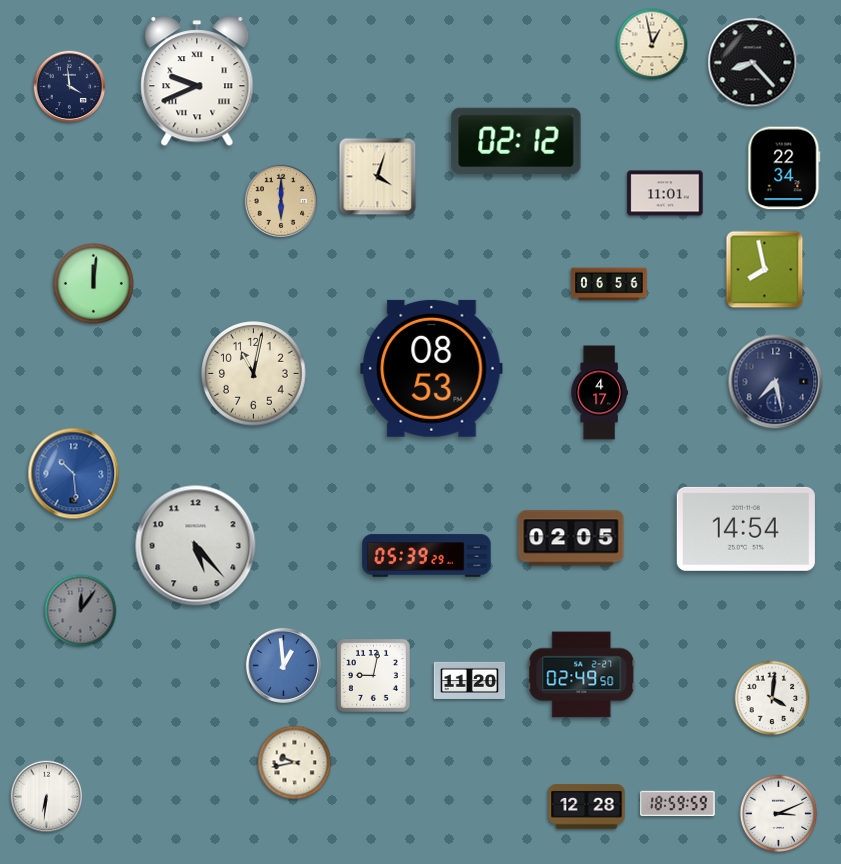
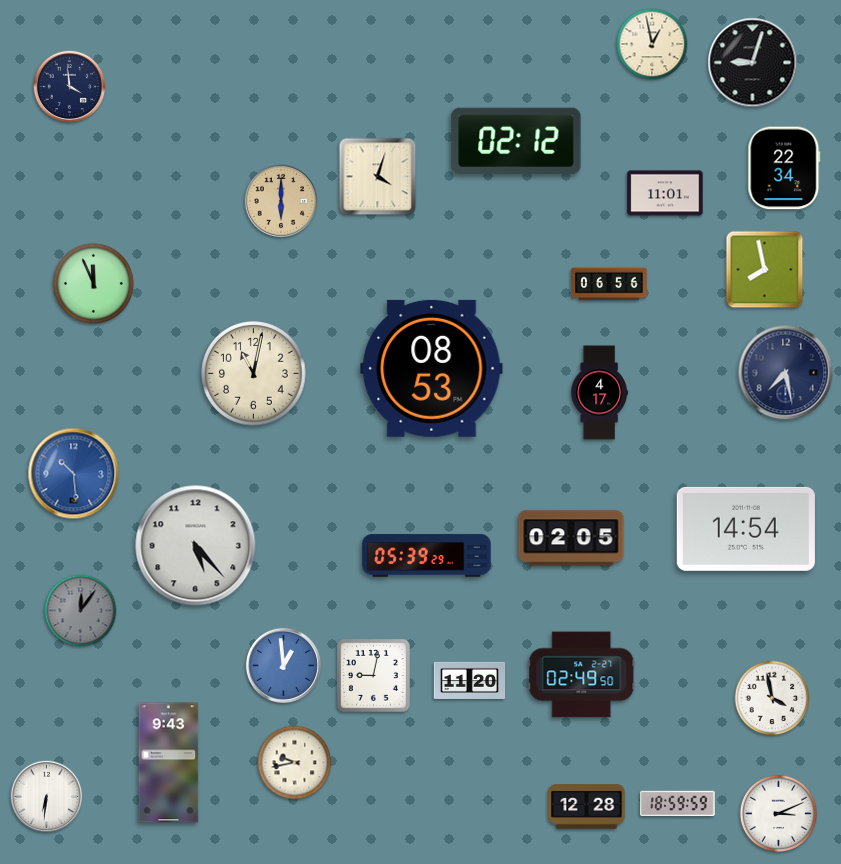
clock at (753, 63): 8:23 -> 9:03
clock at (197, 82): 9:41 -> none
clock at (93, 283): 12:01 -> 11:56
clock at (776, 382) position: (776, 382) -> (786, 373)
clock at (772, 698): 4:01 -> 3:58
clock at (169, 763): none -> 9:43
